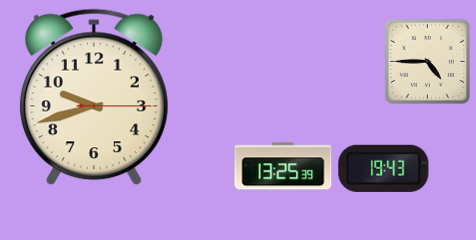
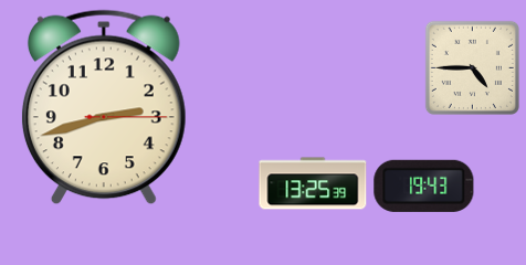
clock at (94, 97): 9:42 -> 2:42
